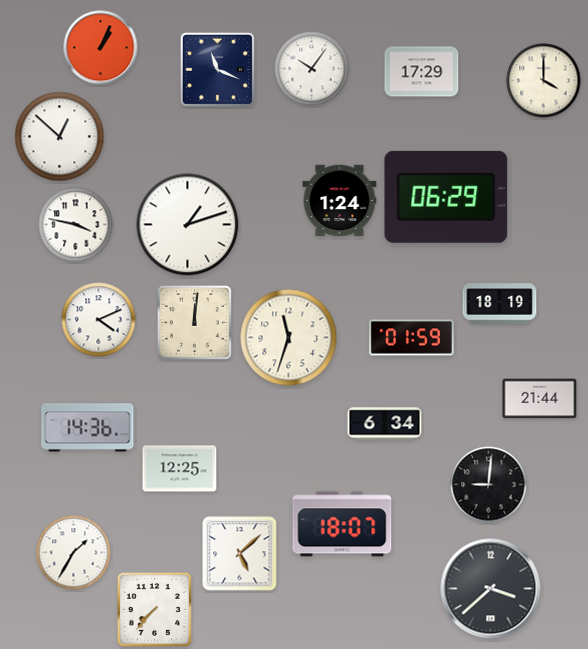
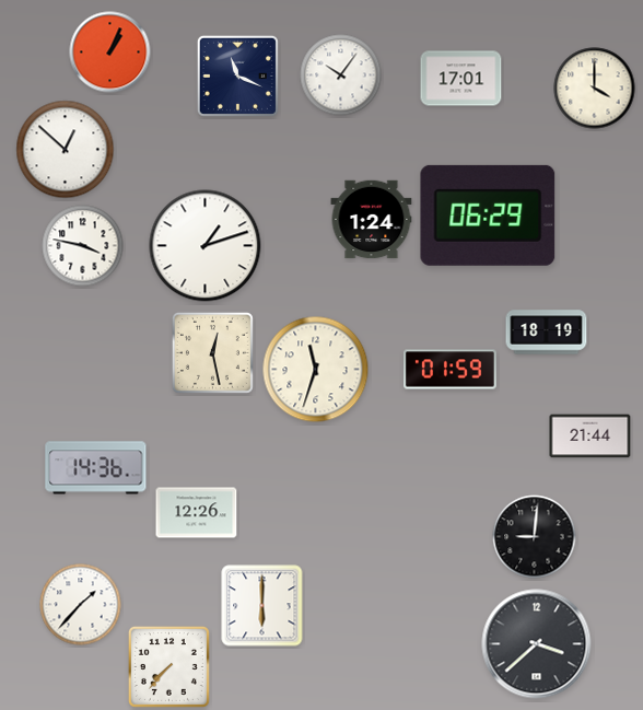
clock at (422, 72): 17:29 -> 17:01
clock at (99, 320): 4:11 -> none
clock at (194, 322): 12:01 -> 12:28
clock at (385, 424): 6:34 -> none
clock at (180, 469): 12:25 -> 12:26
clock at (489, 485) position: (489, 485) -> (535, 537)
clock at (342, 524): 18:07 -> none
clock at (74, 553): 1:35 -> 1:37
clock at (240, 554): 5:08 -> 6:00
